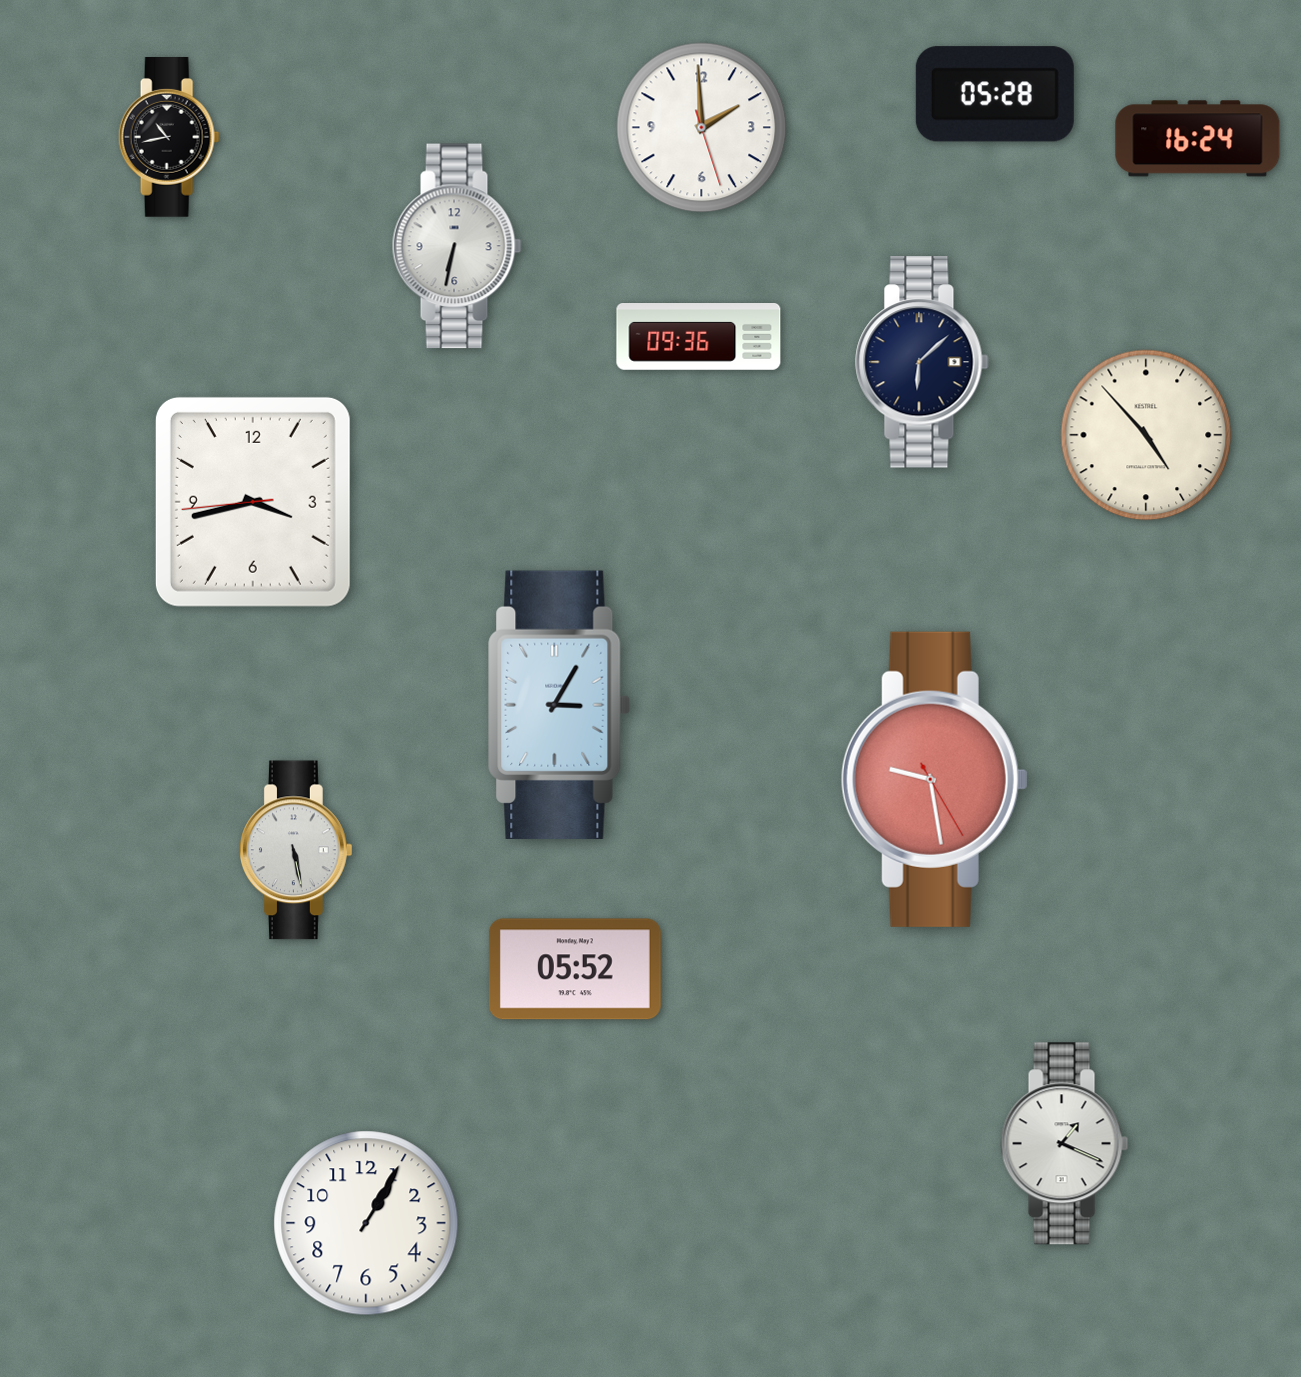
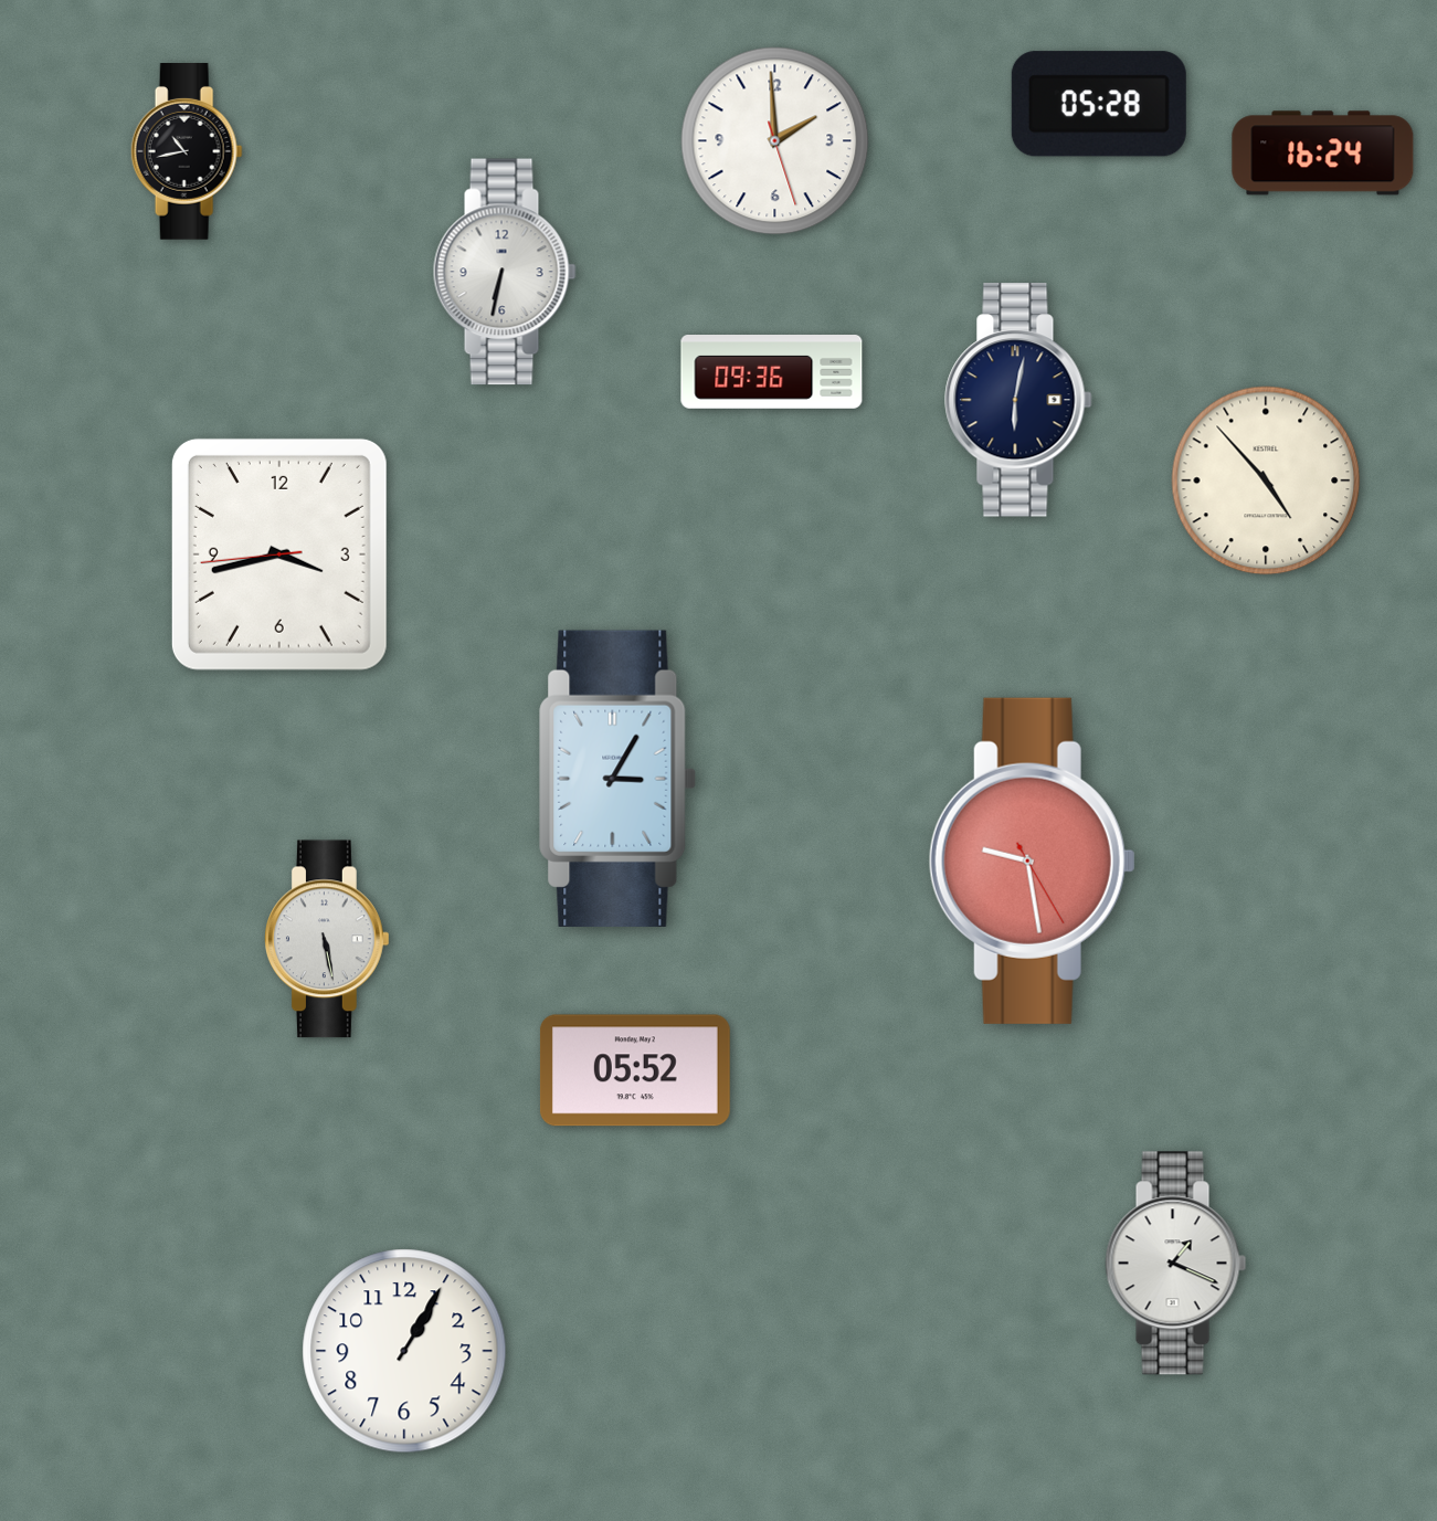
clock at (922, 362): 6:08 -> 6:02
